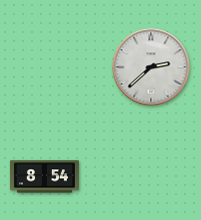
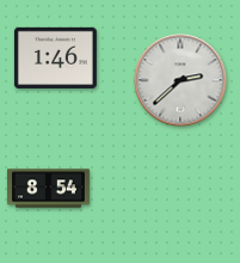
clock at (55, 57): none -> 1:46
clock at (44, 177) position: (44, 177) -> (48, 189)
